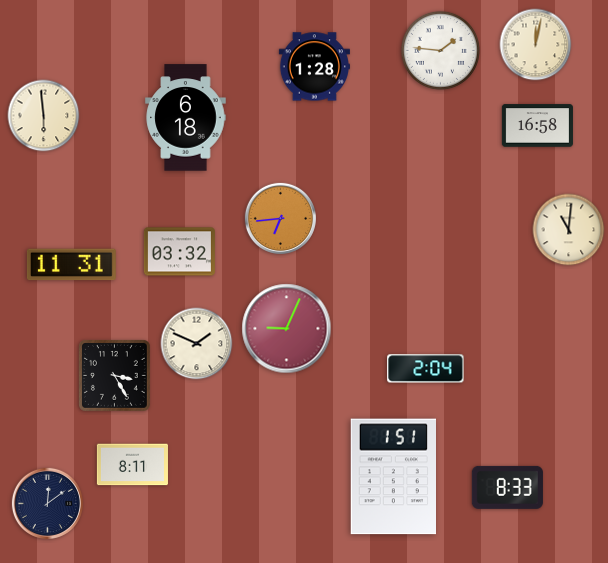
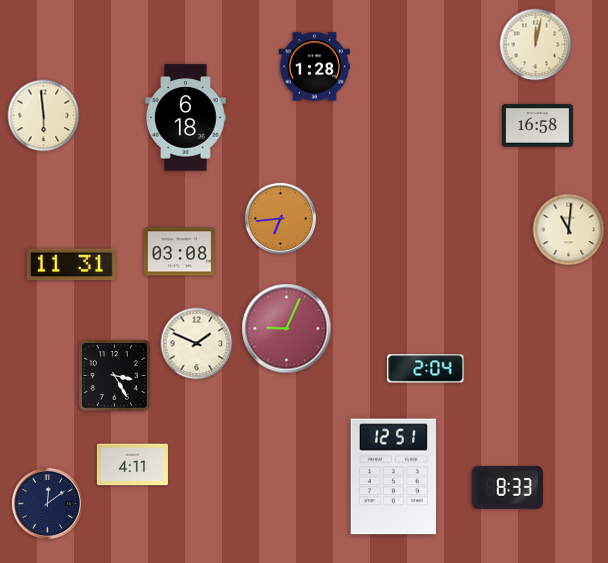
clock at (440, 50): 1:46 -> none
clock at (179, 252): 03:32 -> 03:08
clock at (132, 465): 8:11 -> 4:11
clock at (393, 477): 1:51 -> 12:51
